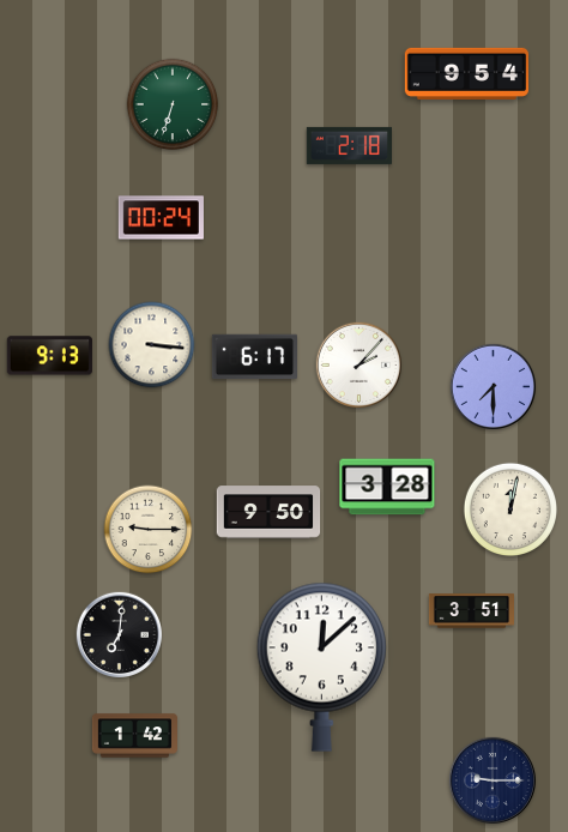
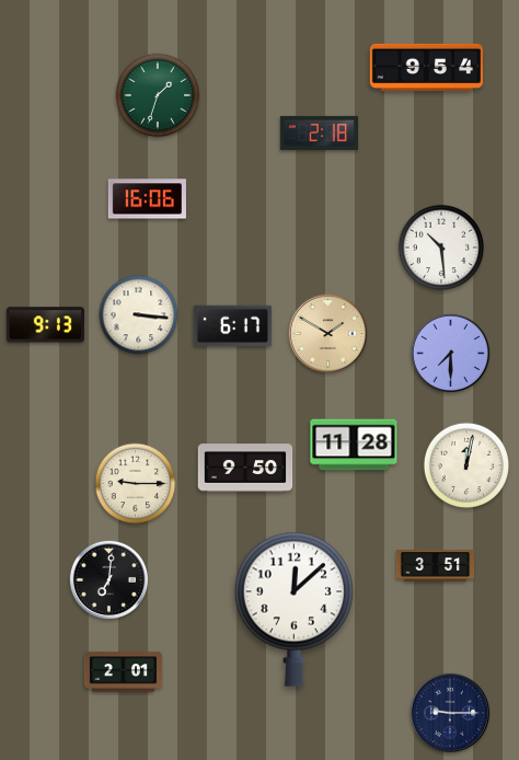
clock at (173, 104): 6:33 -> 1:33
clock at (161, 218): 00:24 -> 16:06
clock at (440, 246): none -> 10:29
clock at (358, 364): 2:07 -> 1:50
clock at (358, 364) dial: white -> champagne
clock at (387, 487): 3:28 -> 11:28
clock at (471, 611) position: (471, 611) -> (435, 566)
clock at (134, 736): 1:42 -> 2:01
